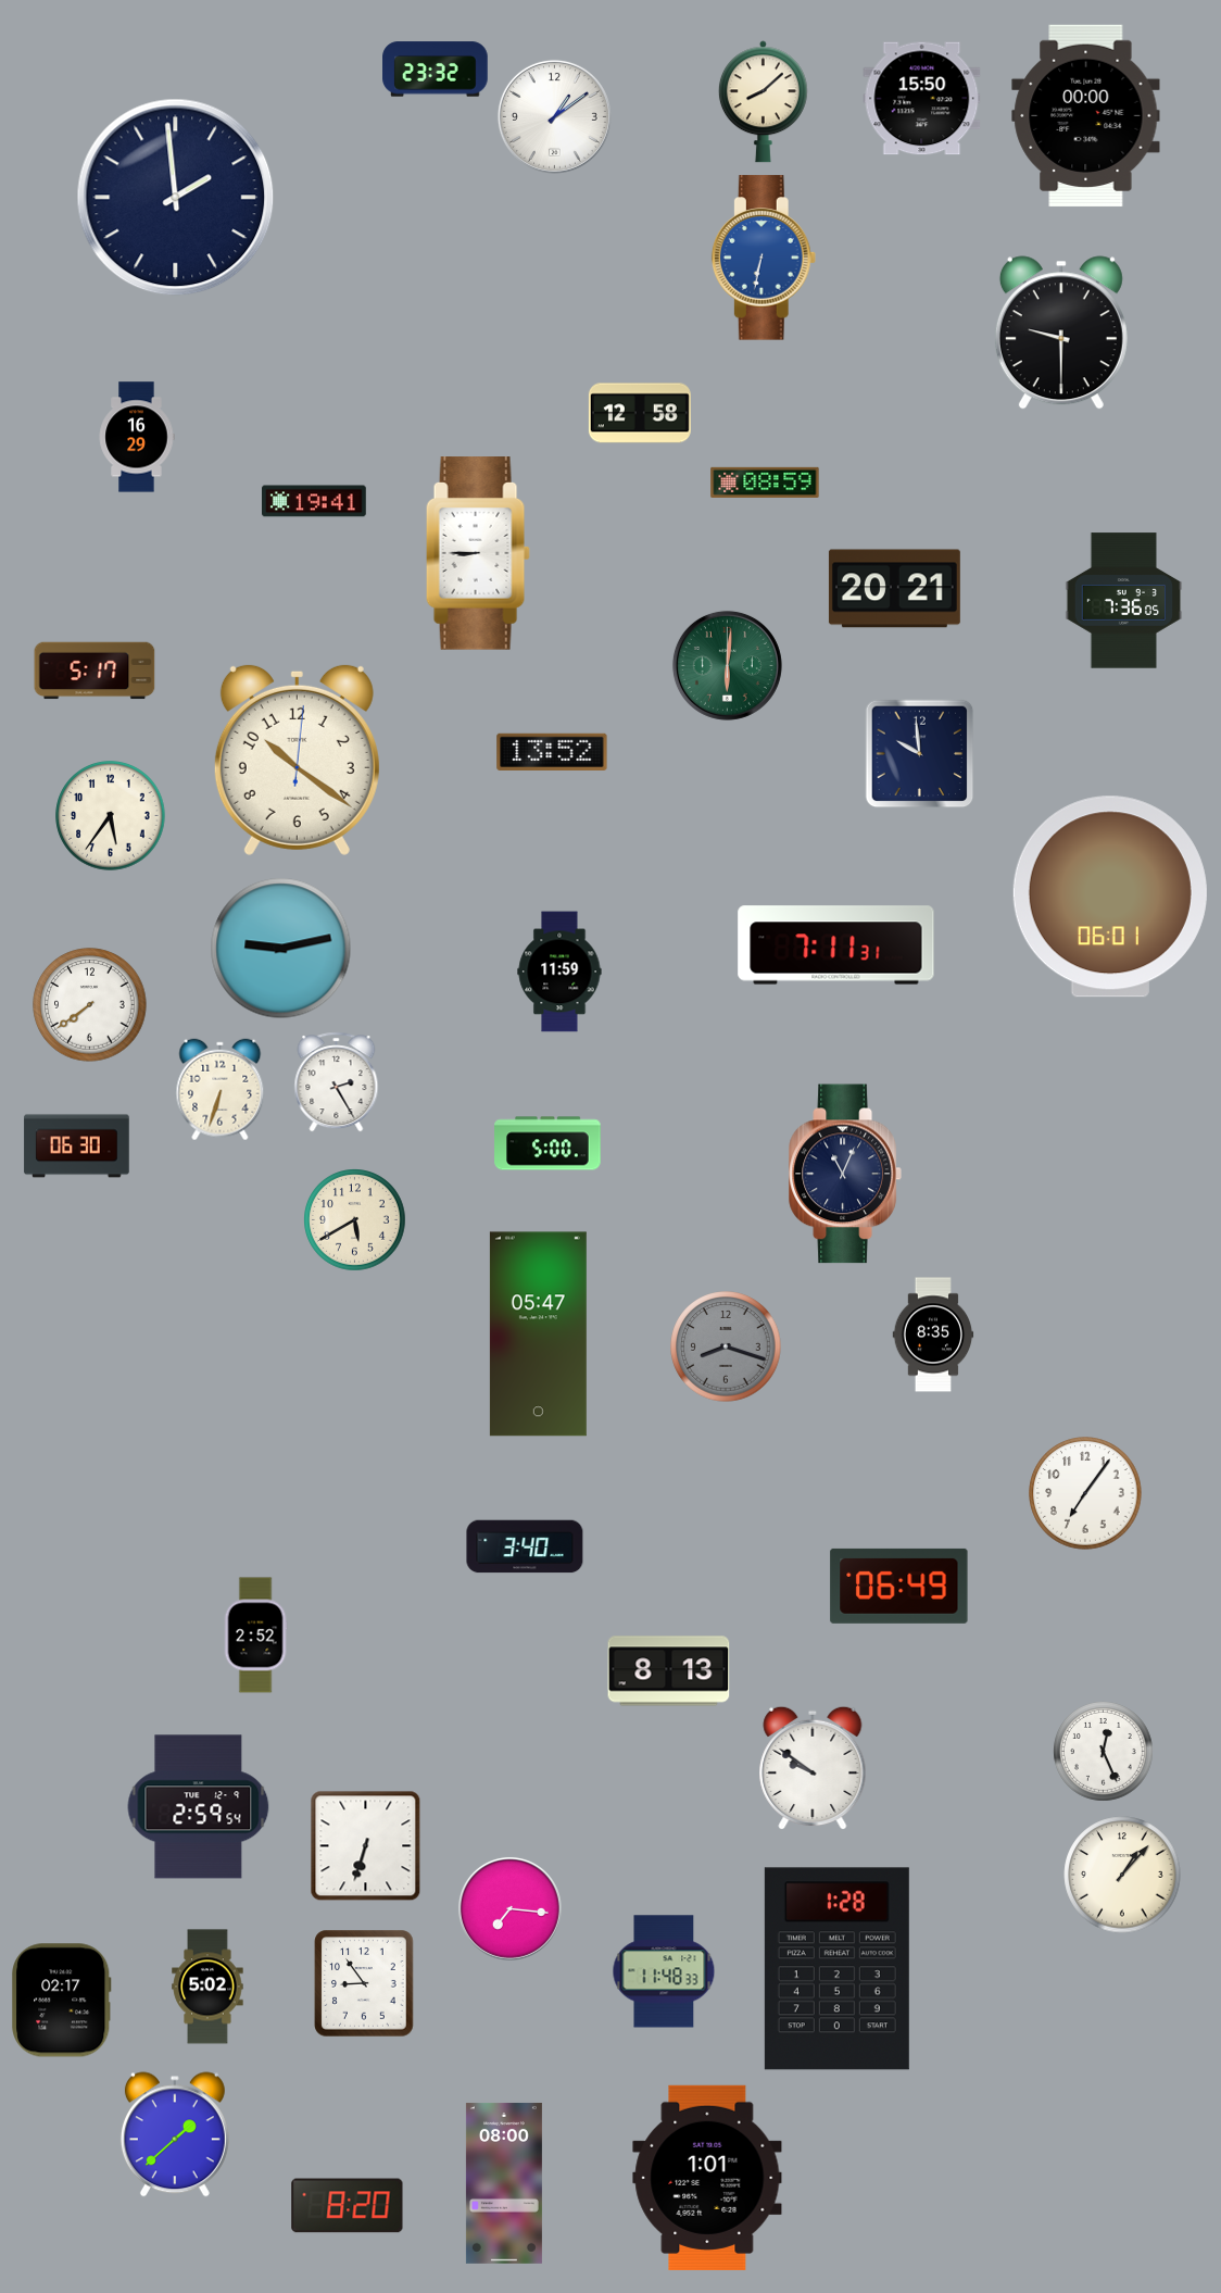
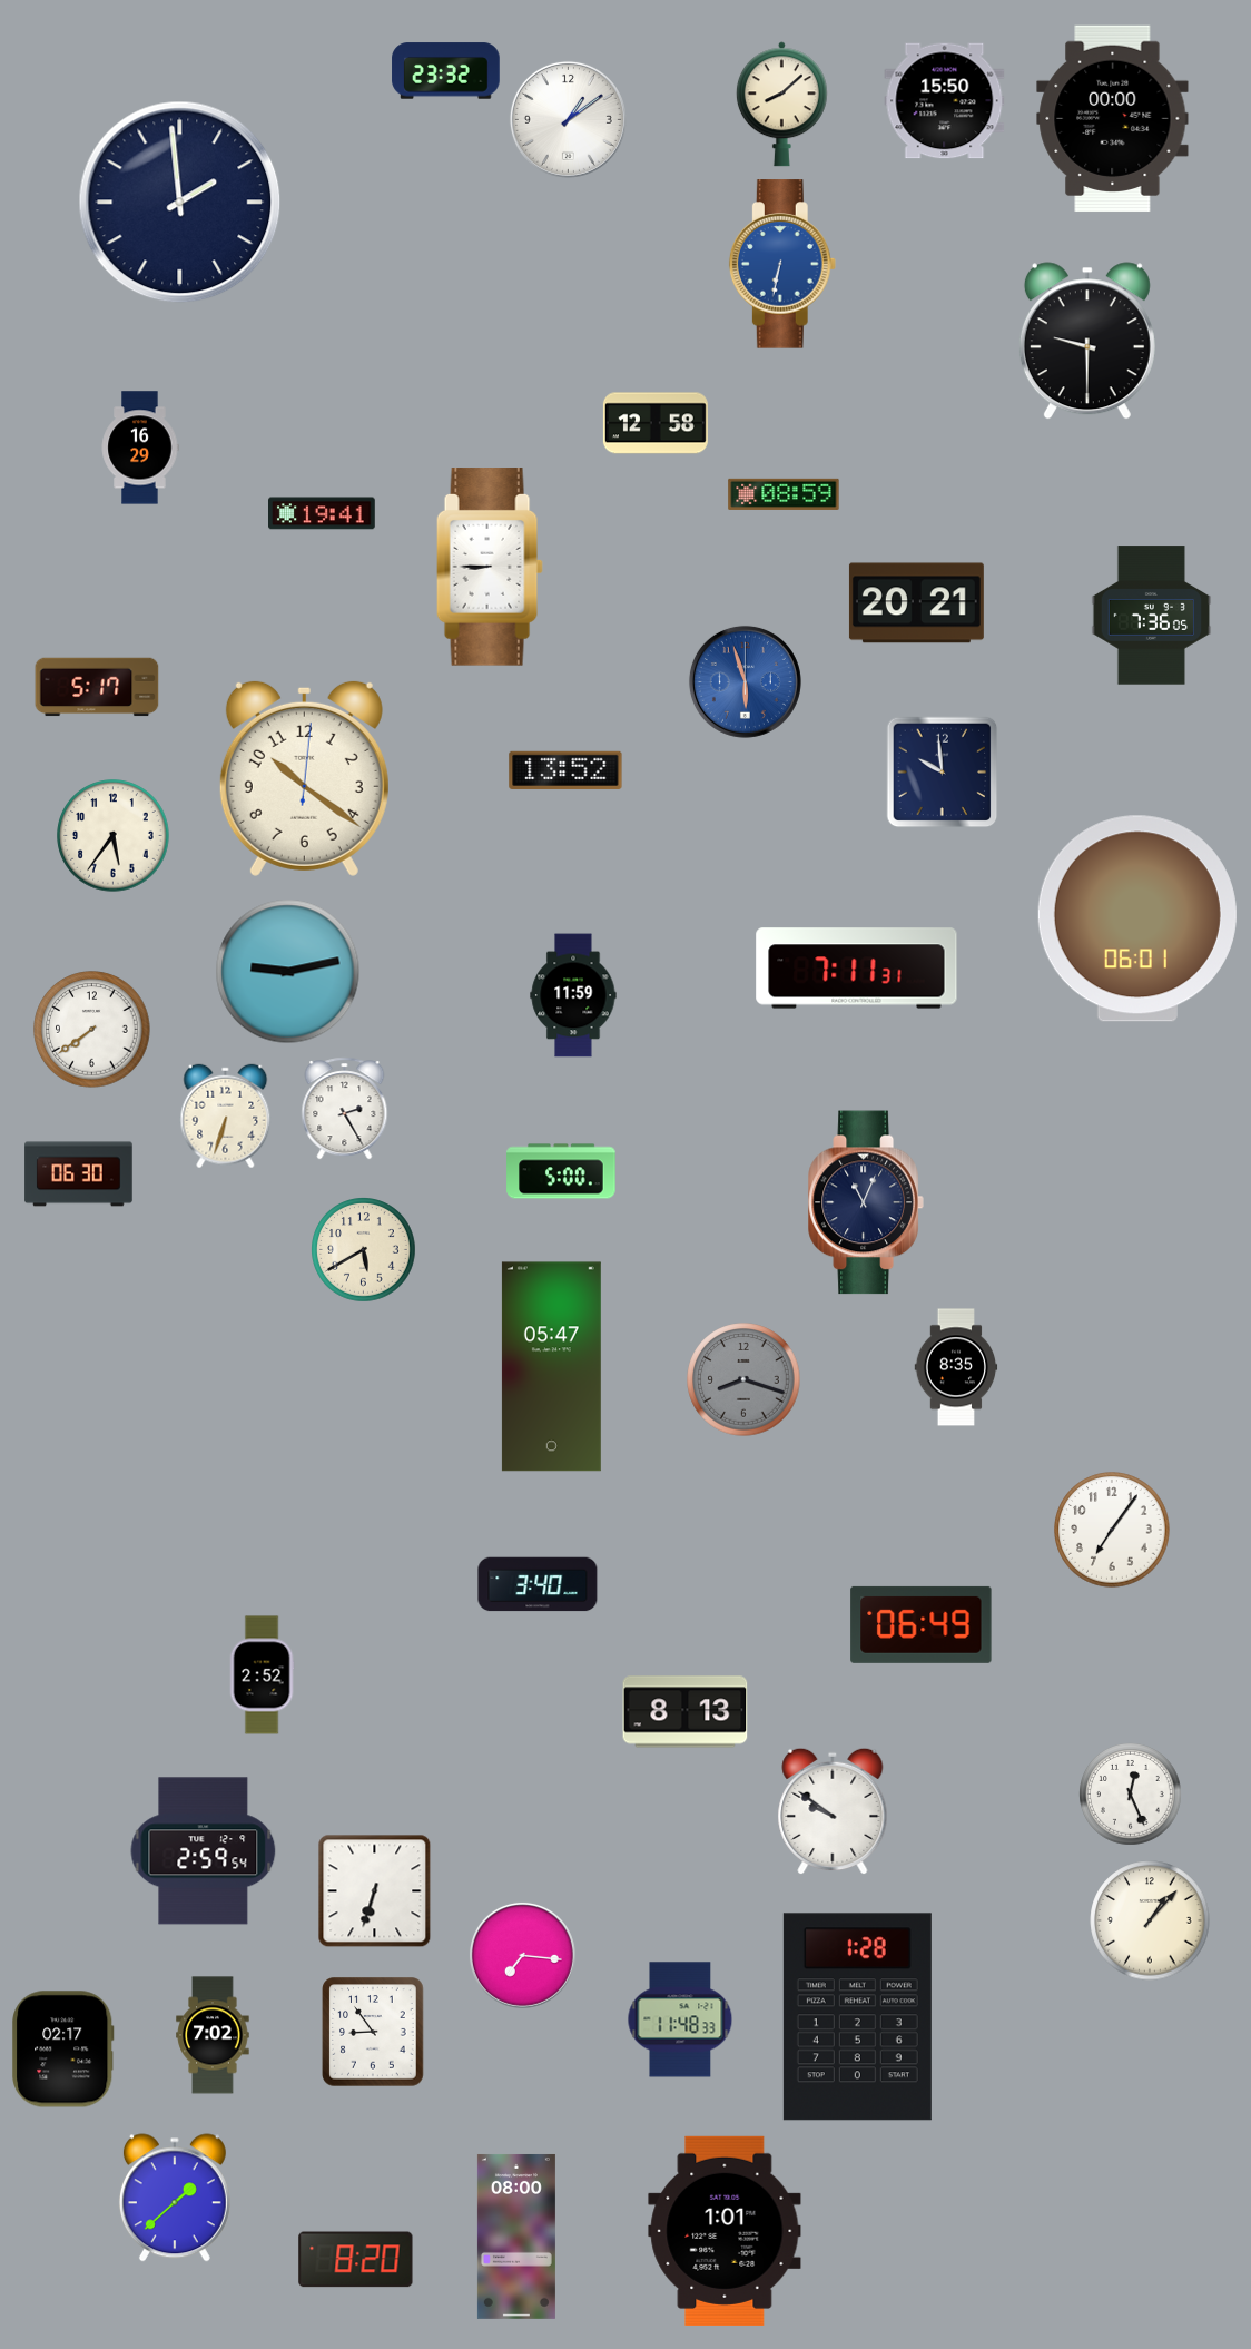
clock at (727, 665): 6:01 -> 5:57
clock at (727, 665) dial: green -> blue
clock at (207, 1987): 5:02 -> 7:02
clock at (175, 2134) position: (175, 2134) -> (175, 2198)
